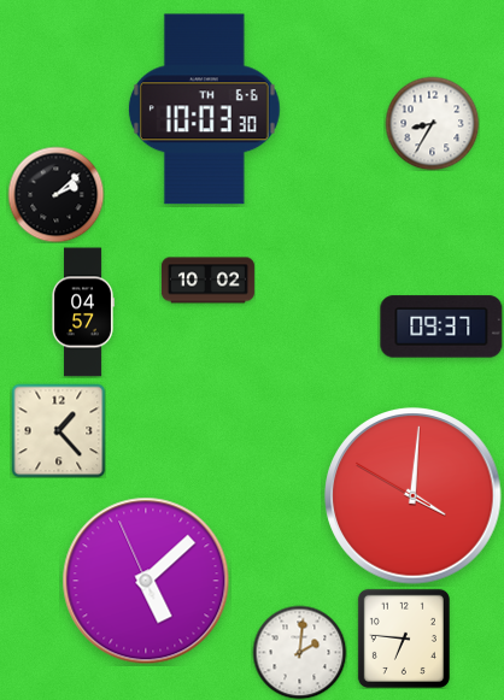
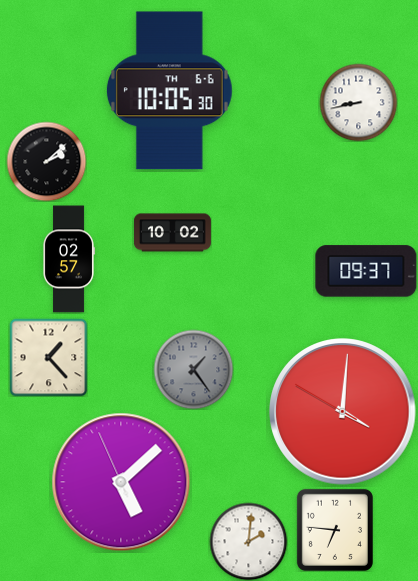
clock at (204, 110): 10:03 -> 10:05
clock at (432, 123): 8:35 -> 8:43
clock at (83, 312): 04:57 -> 02:57
clock at (193, 369): none -> 1:24
